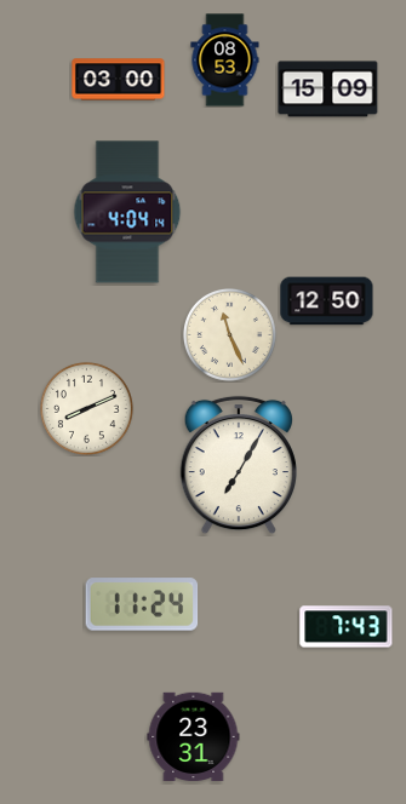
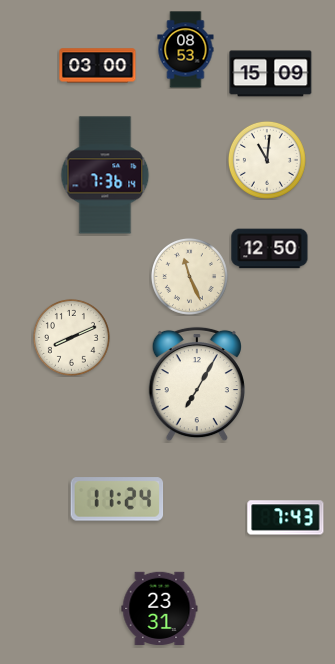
clock at (267, 160): none -> 11:01
clock at (127, 212): 4:04 -> 7:36
